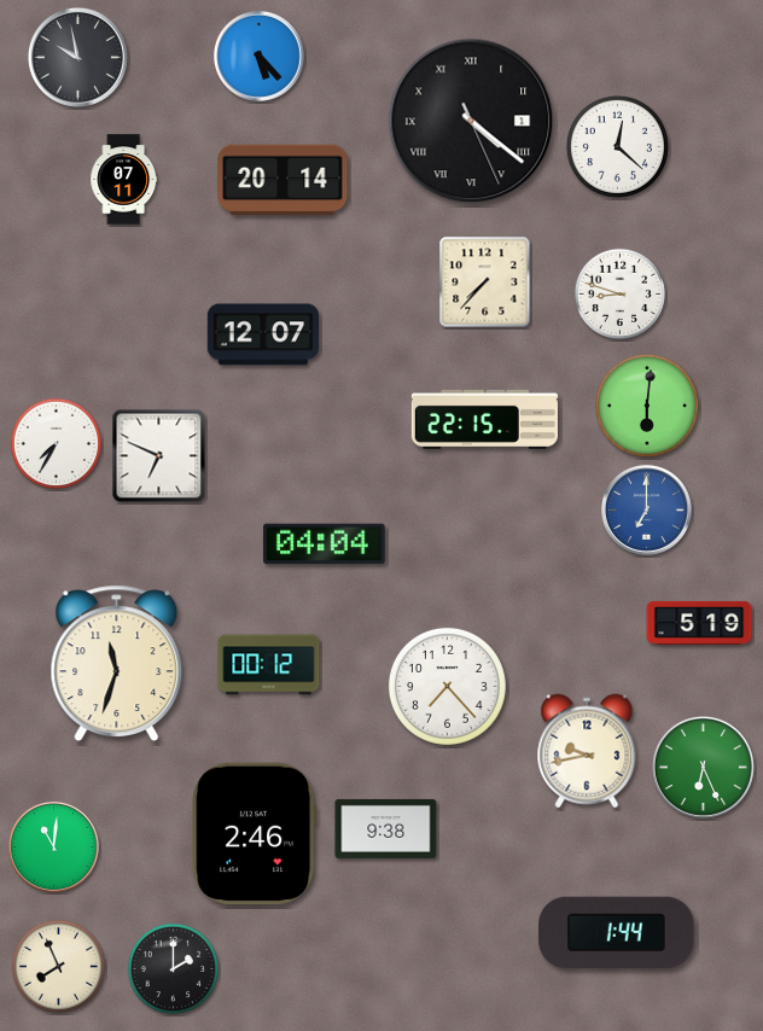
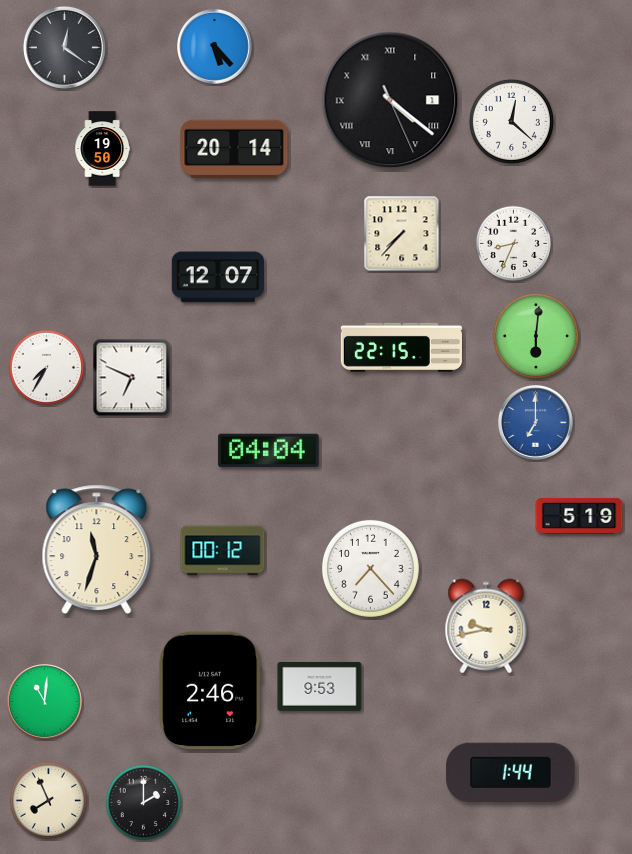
clock at (77, 57): 9:58 -> 12:21
clock at (124, 180): 07:11 -> 19:50
clock at (619, 293): 8:48 -> 8:34
clock at (587, 751) position: (587, 751) -> (486, 626)
clock at (703, 767): 6:26 -> none
clock at (386, 828): 9:38 -> 9:53
